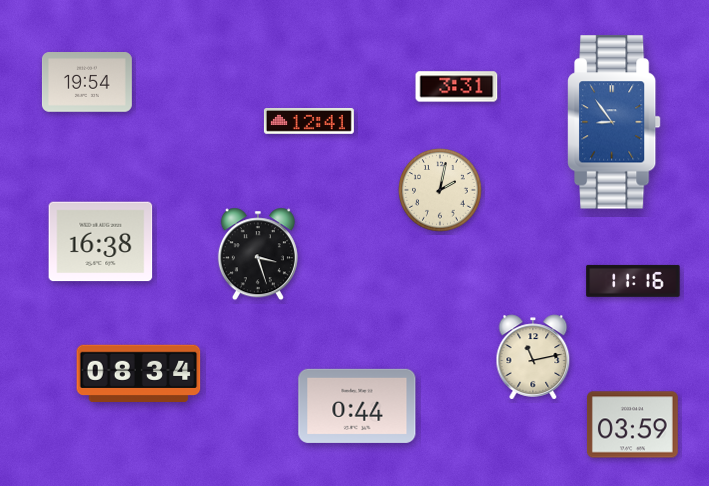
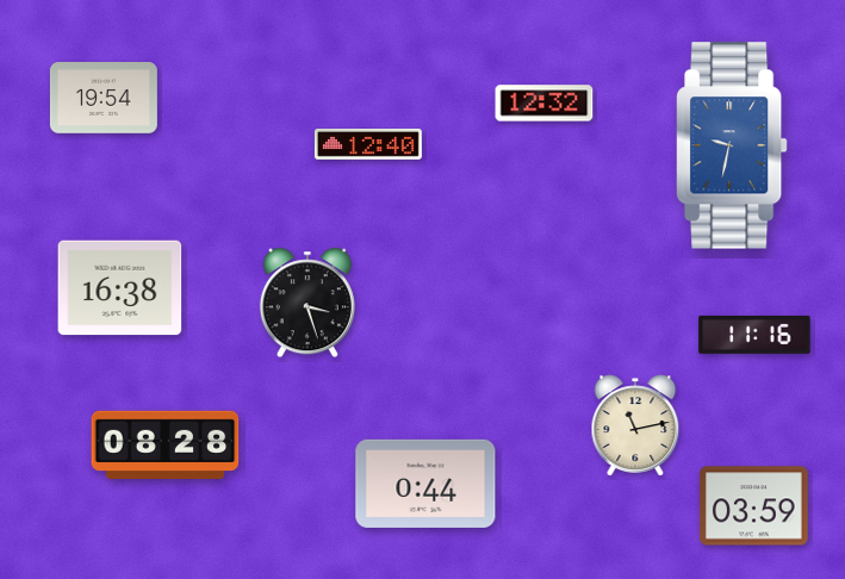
clock at (457, 87): 3:31 -> 12:32
clock at (309, 122): 12:41 -> 12:40
clock at (615, 122): 8:54 -> 9:32
clock at (440, 190): 2:02 -> none
clock at (139, 373): 08:34 -> 08:28
